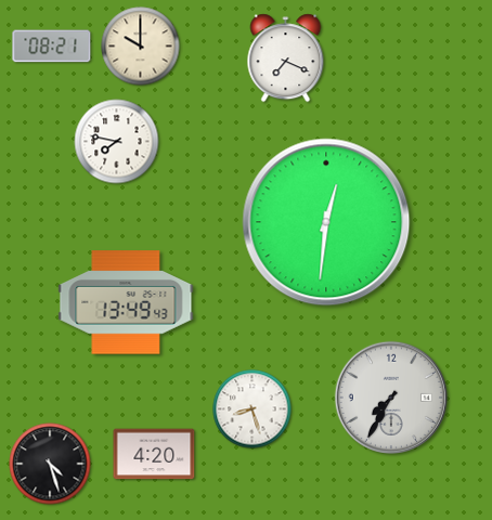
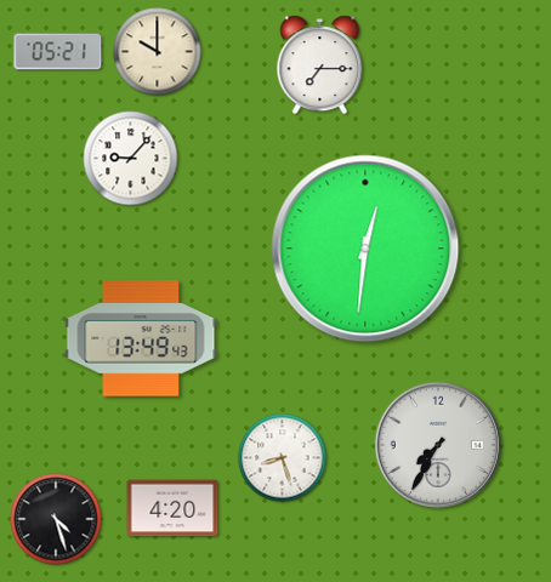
clock at (52, 47): 08:21 -> 05:21
clock at (286, 58): 7:19 -> 7:15
clock at (117, 142): 7:47 -> 9:07
